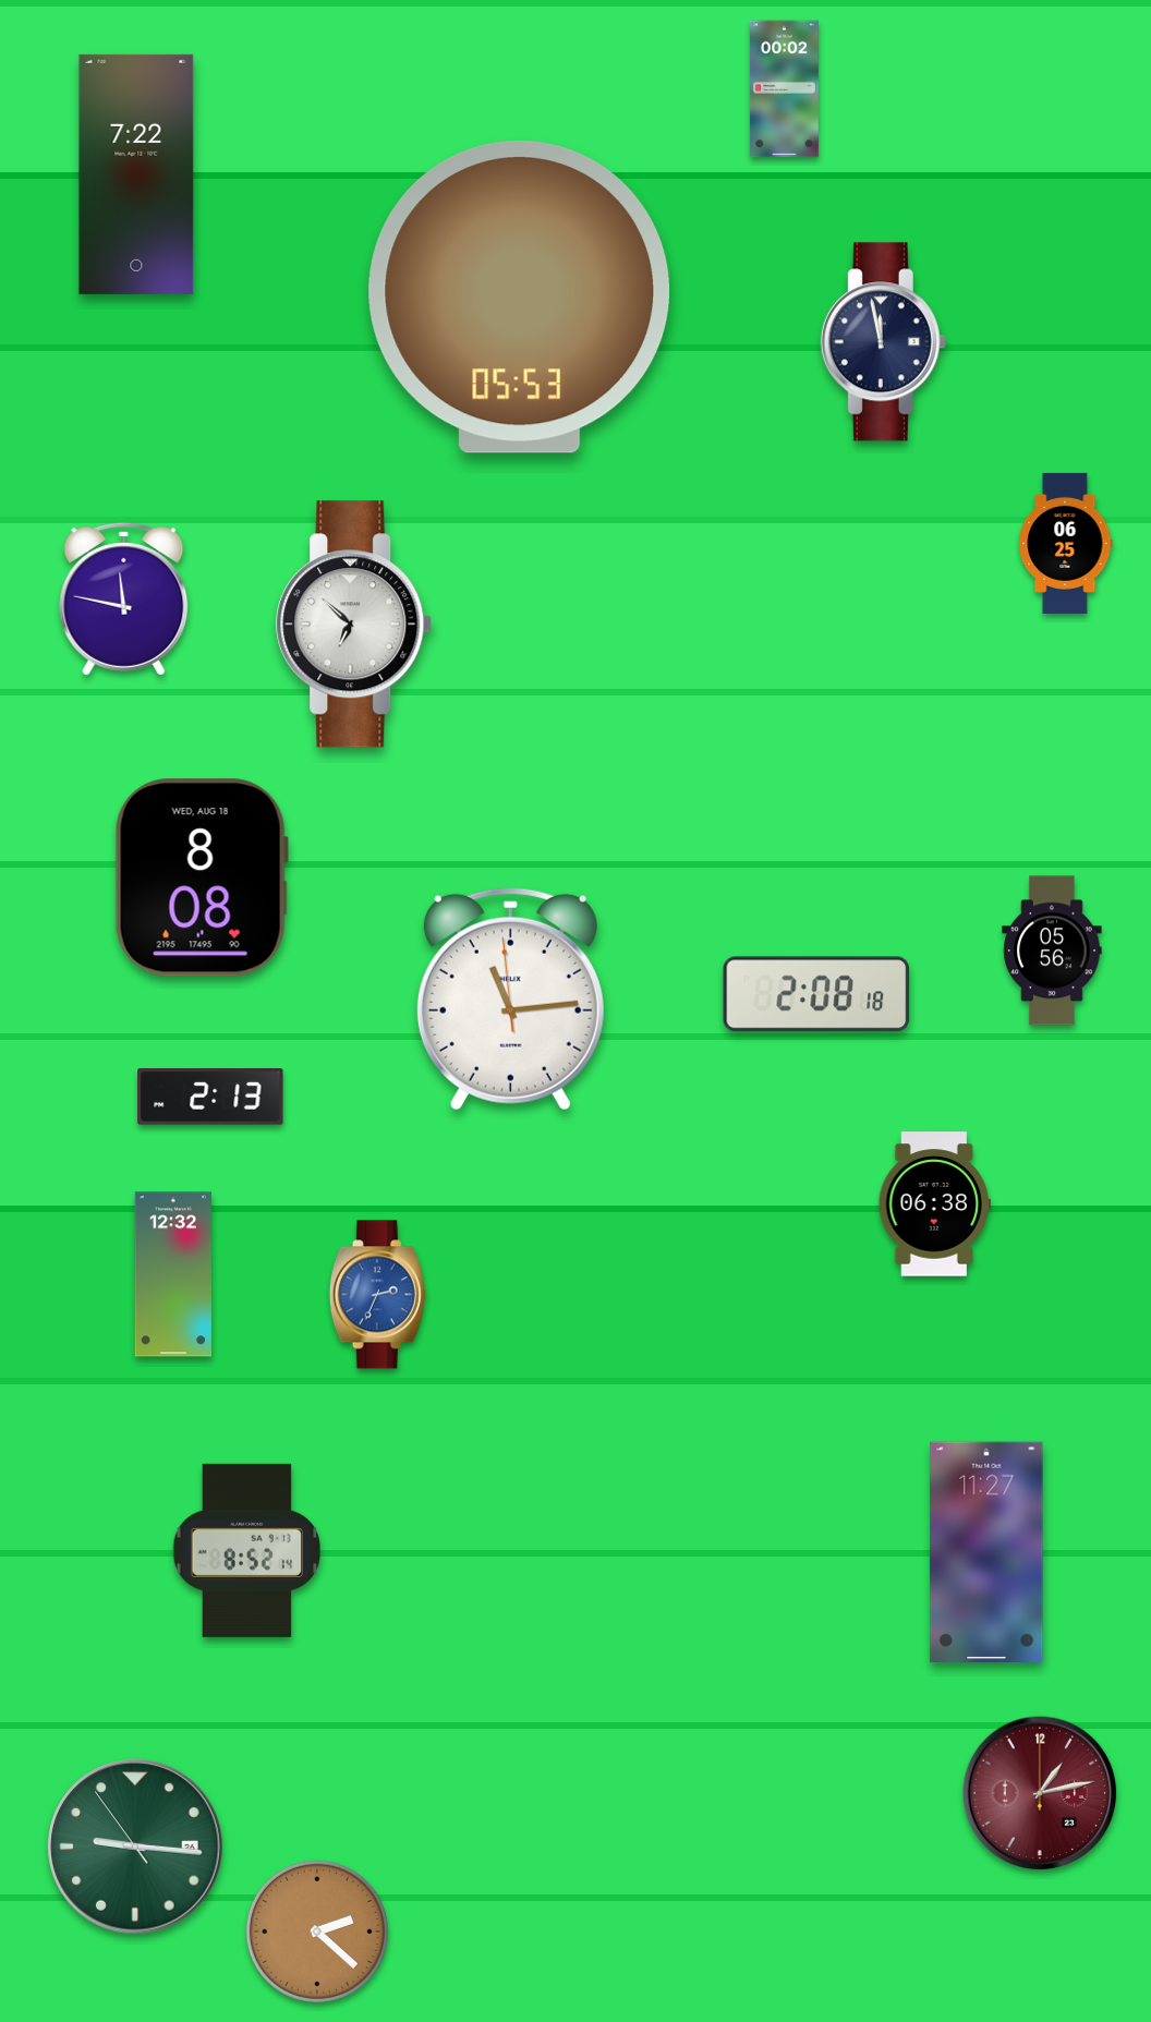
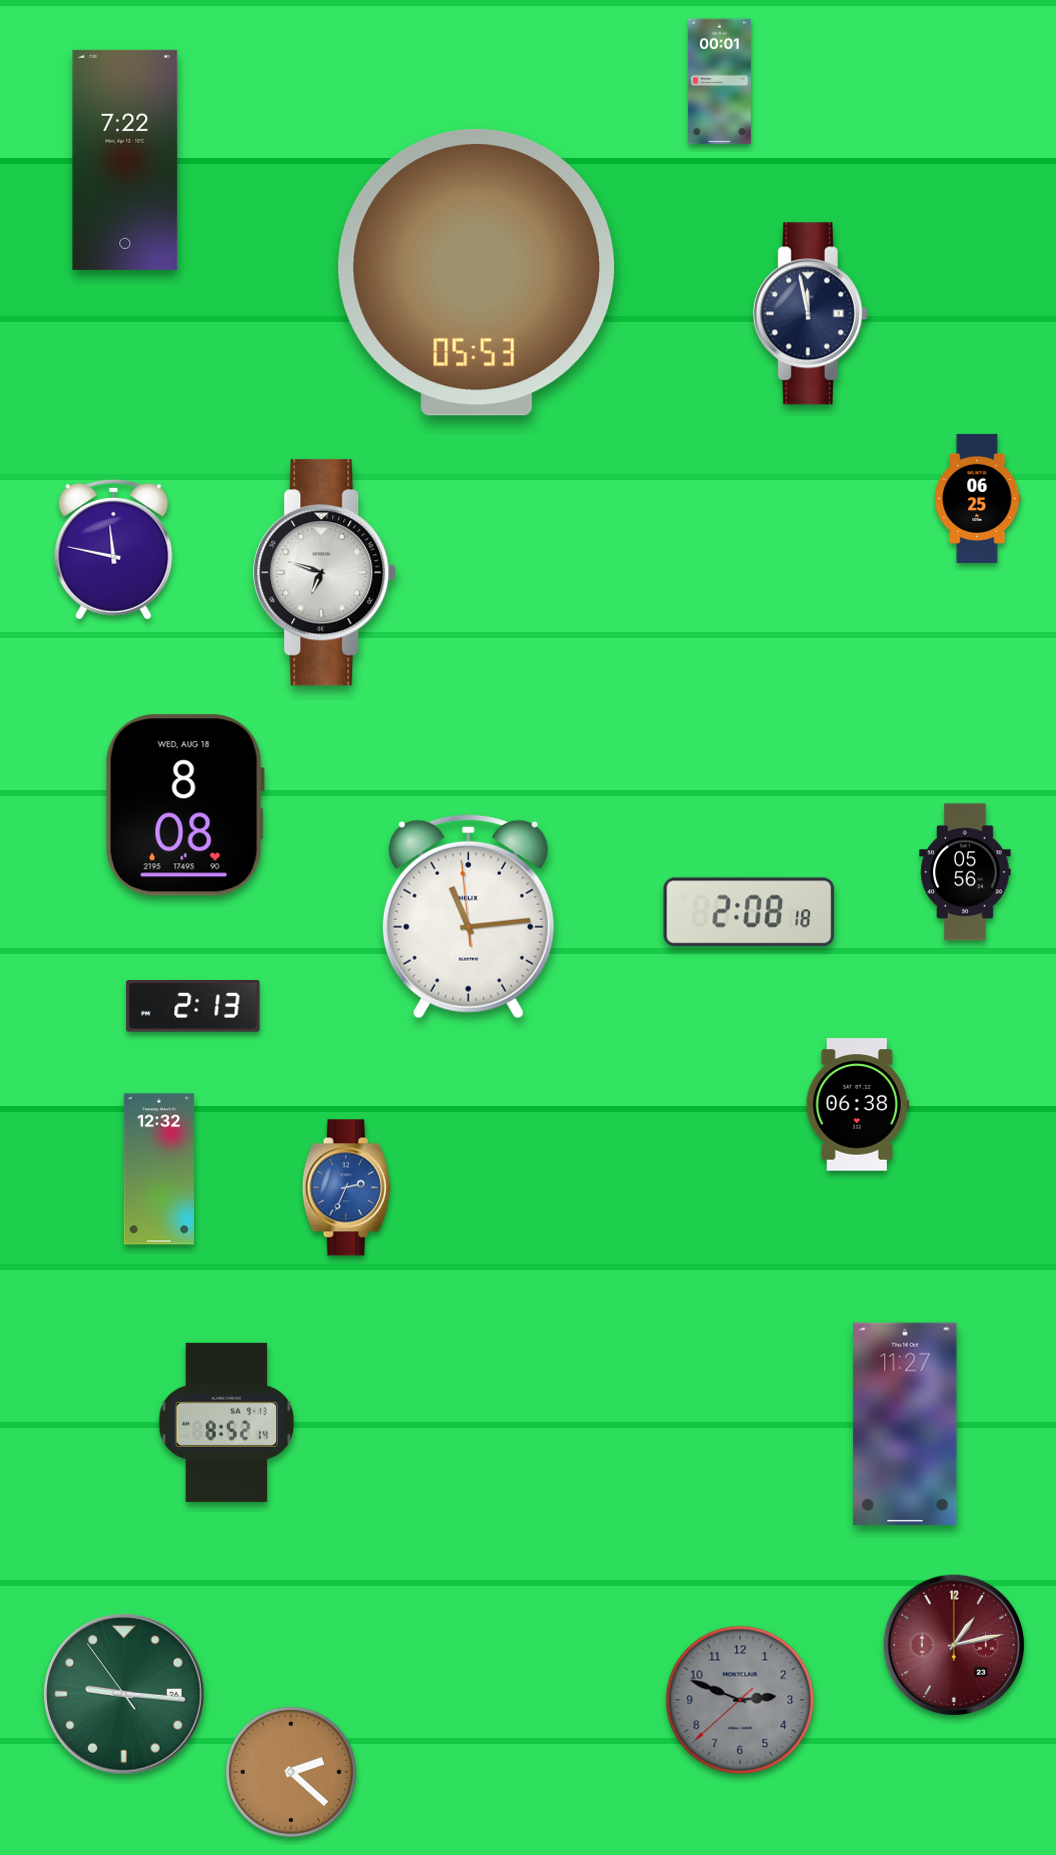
clock at (784, 89): 00:02 -> 00:01
clock at (354, 625): 6:52 -> 6:48
clock at (740, 1700): none -> 2:48
